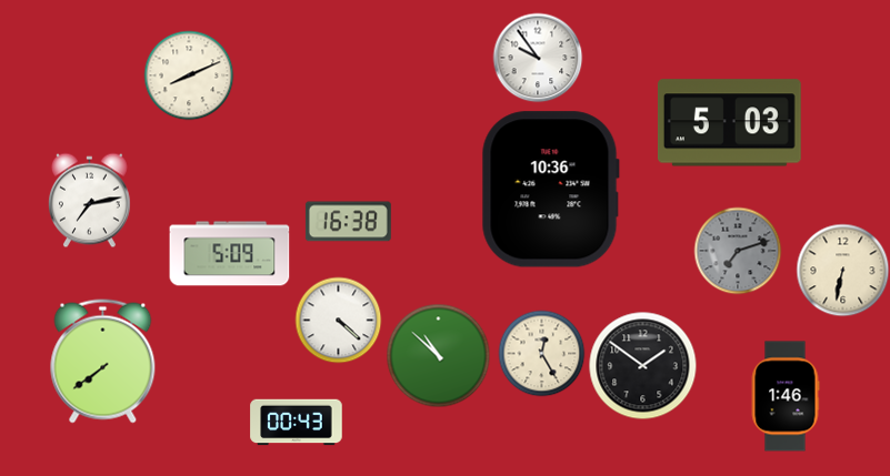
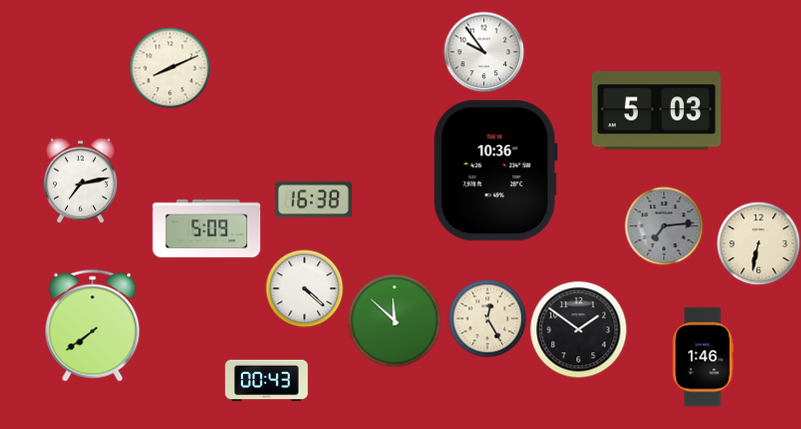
clock at (738, 251): 7:12 -> 7:14
clock at (438, 355): 10:52 -> 11:52
clock at (786, 396) position: (786, 396) -> (703, 357)
